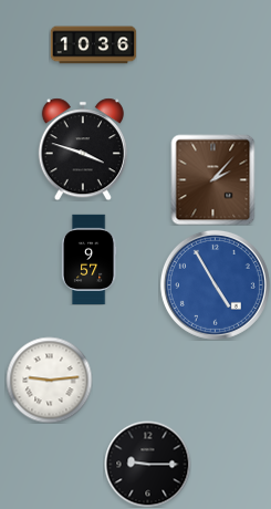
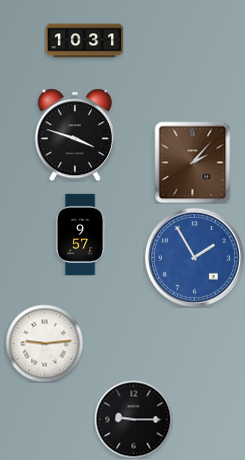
clock at (93, 45): 10:36 -> 10:31
clock at (215, 284): 4:55 -> 1:55
